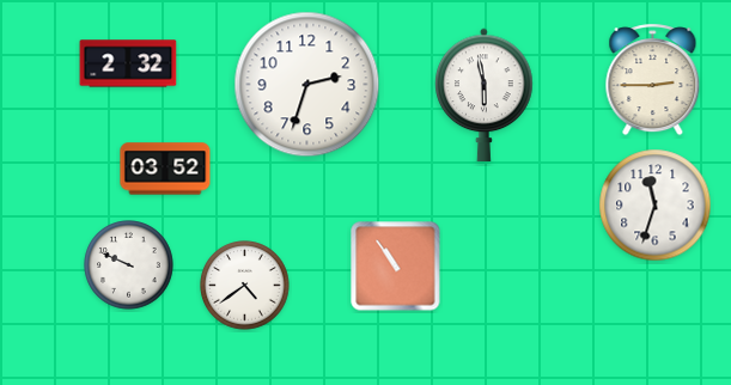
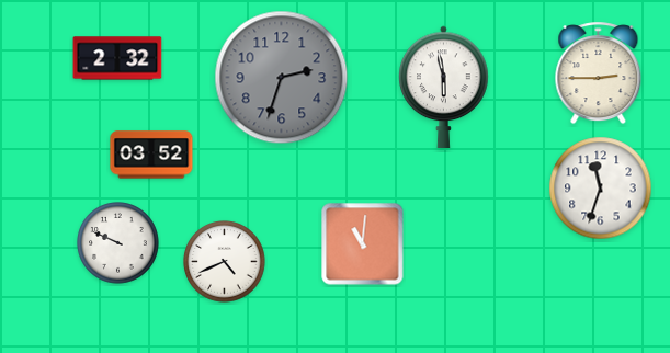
clock at (307, 85) dial: white -> grey
clock at (396, 267): 10:54 -> 11:01
clock at (245, 286): 4:39 -> 4:41
